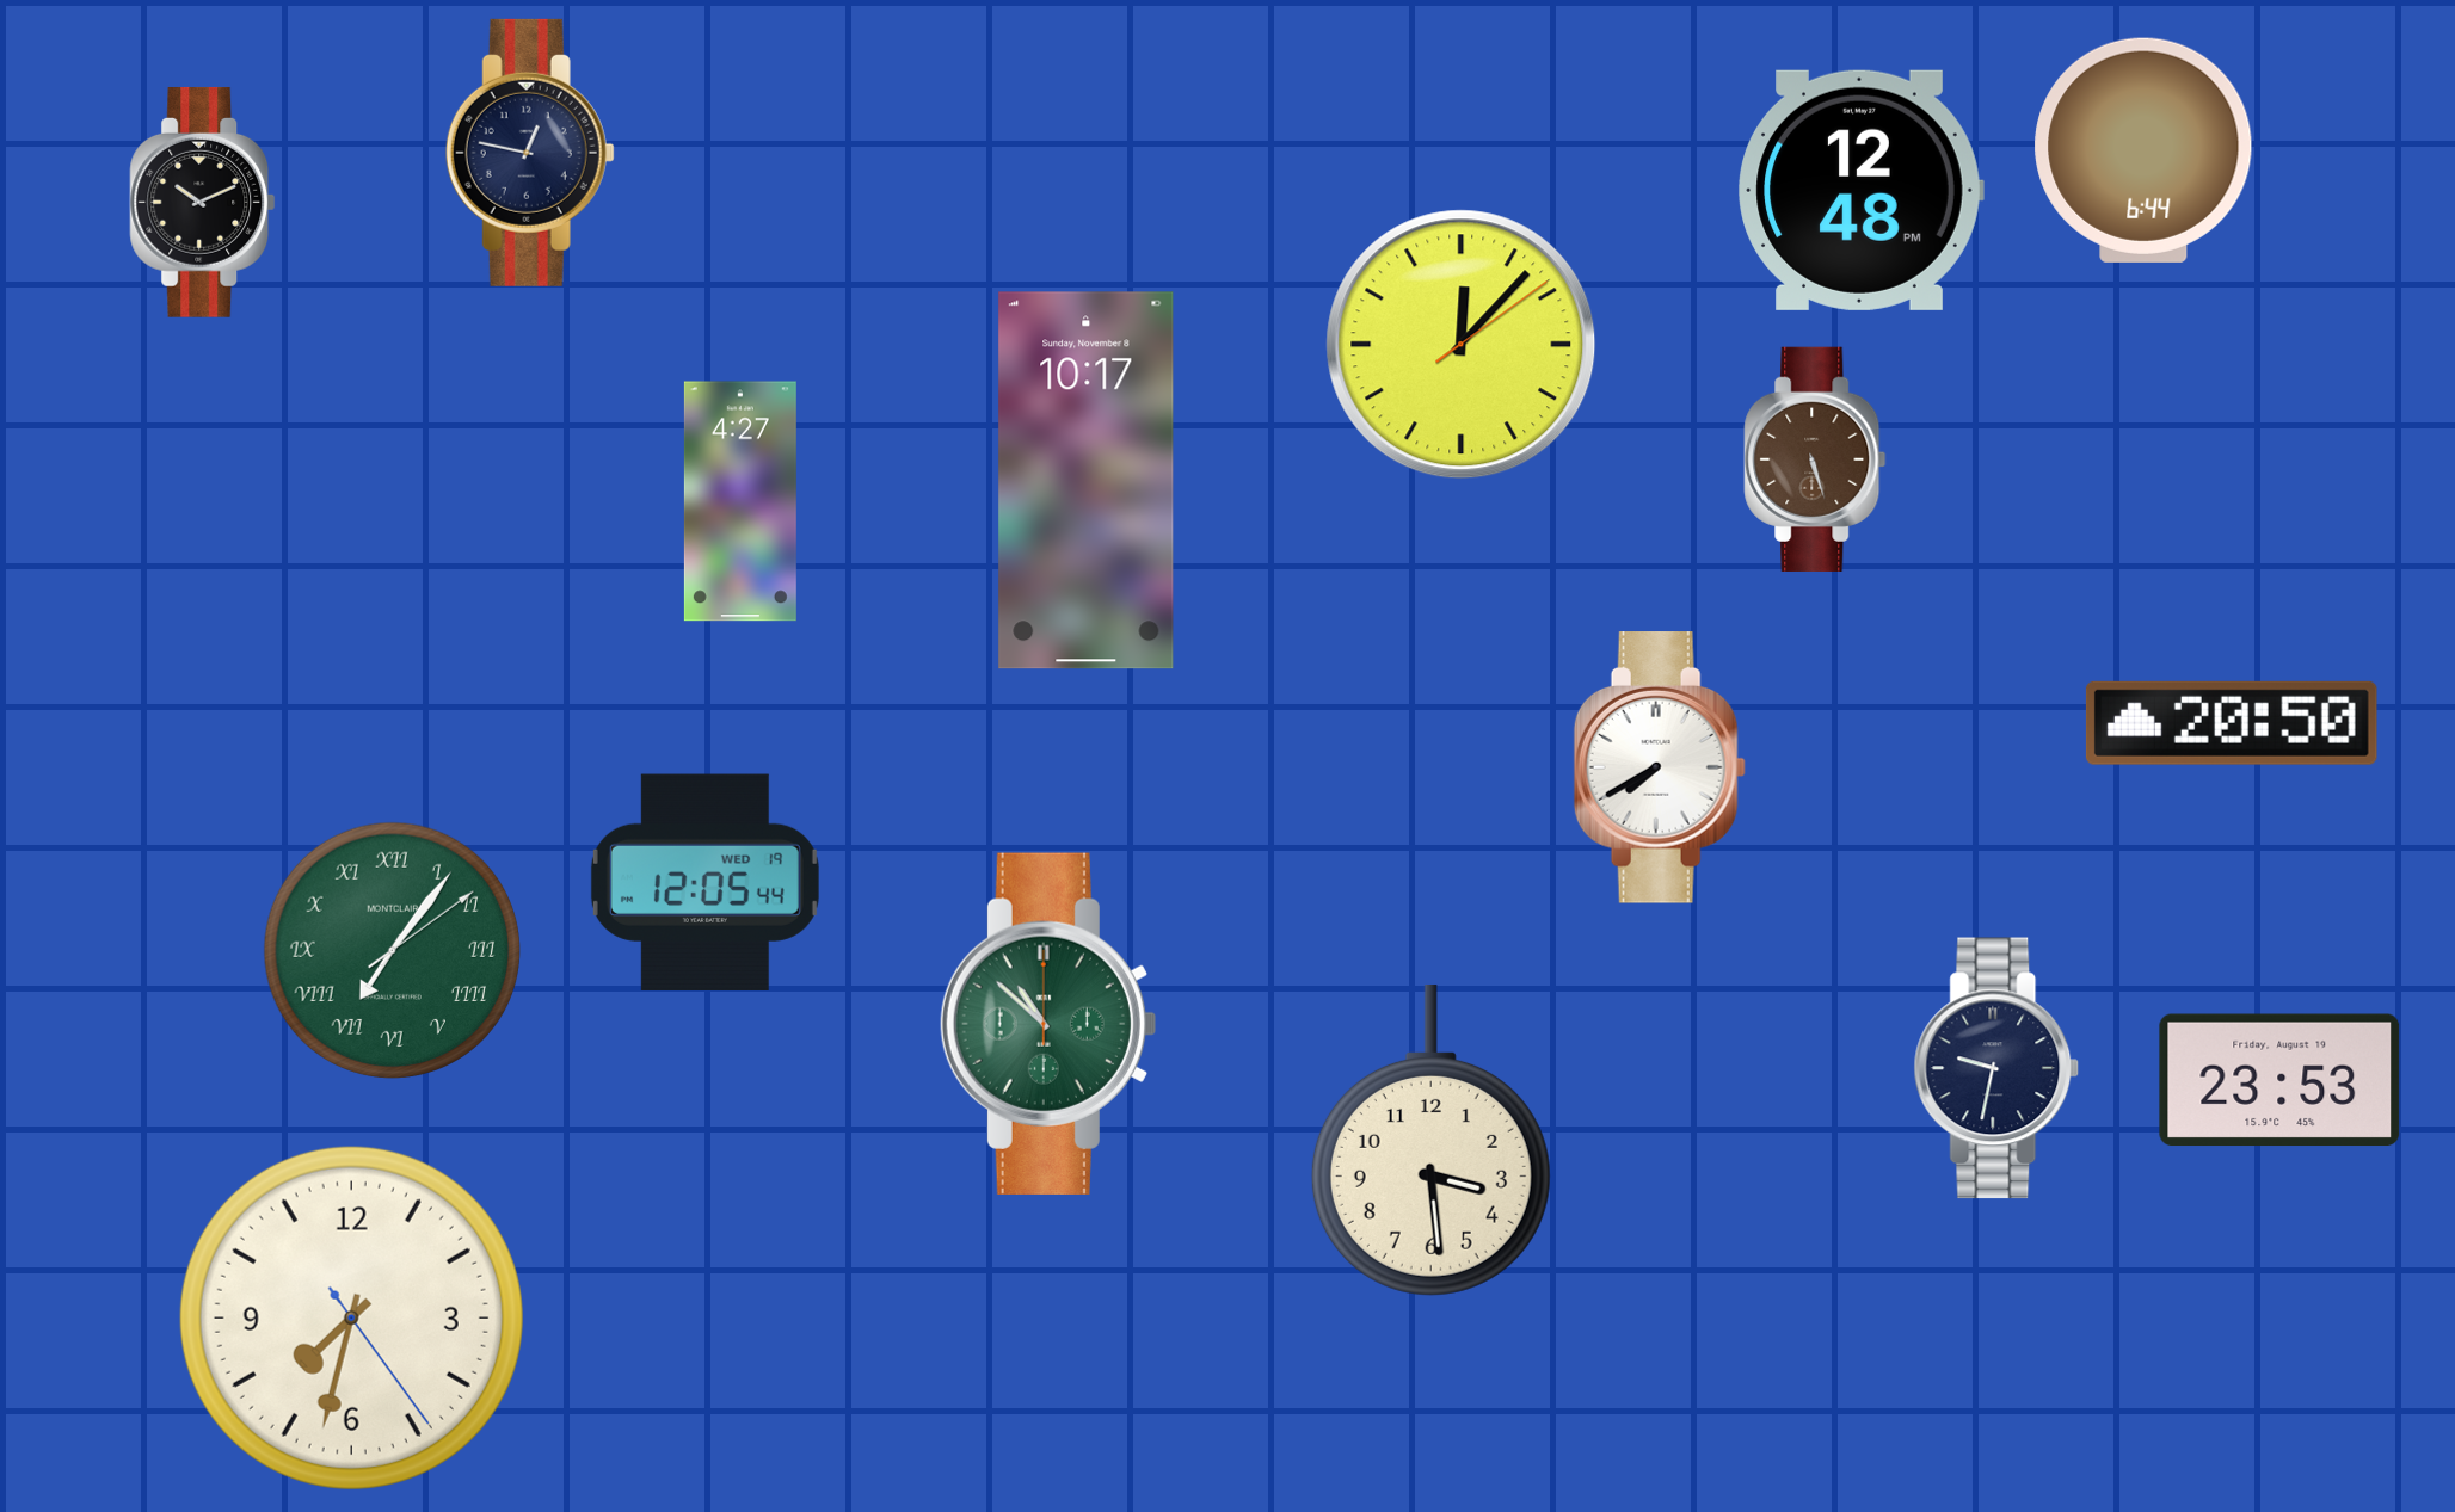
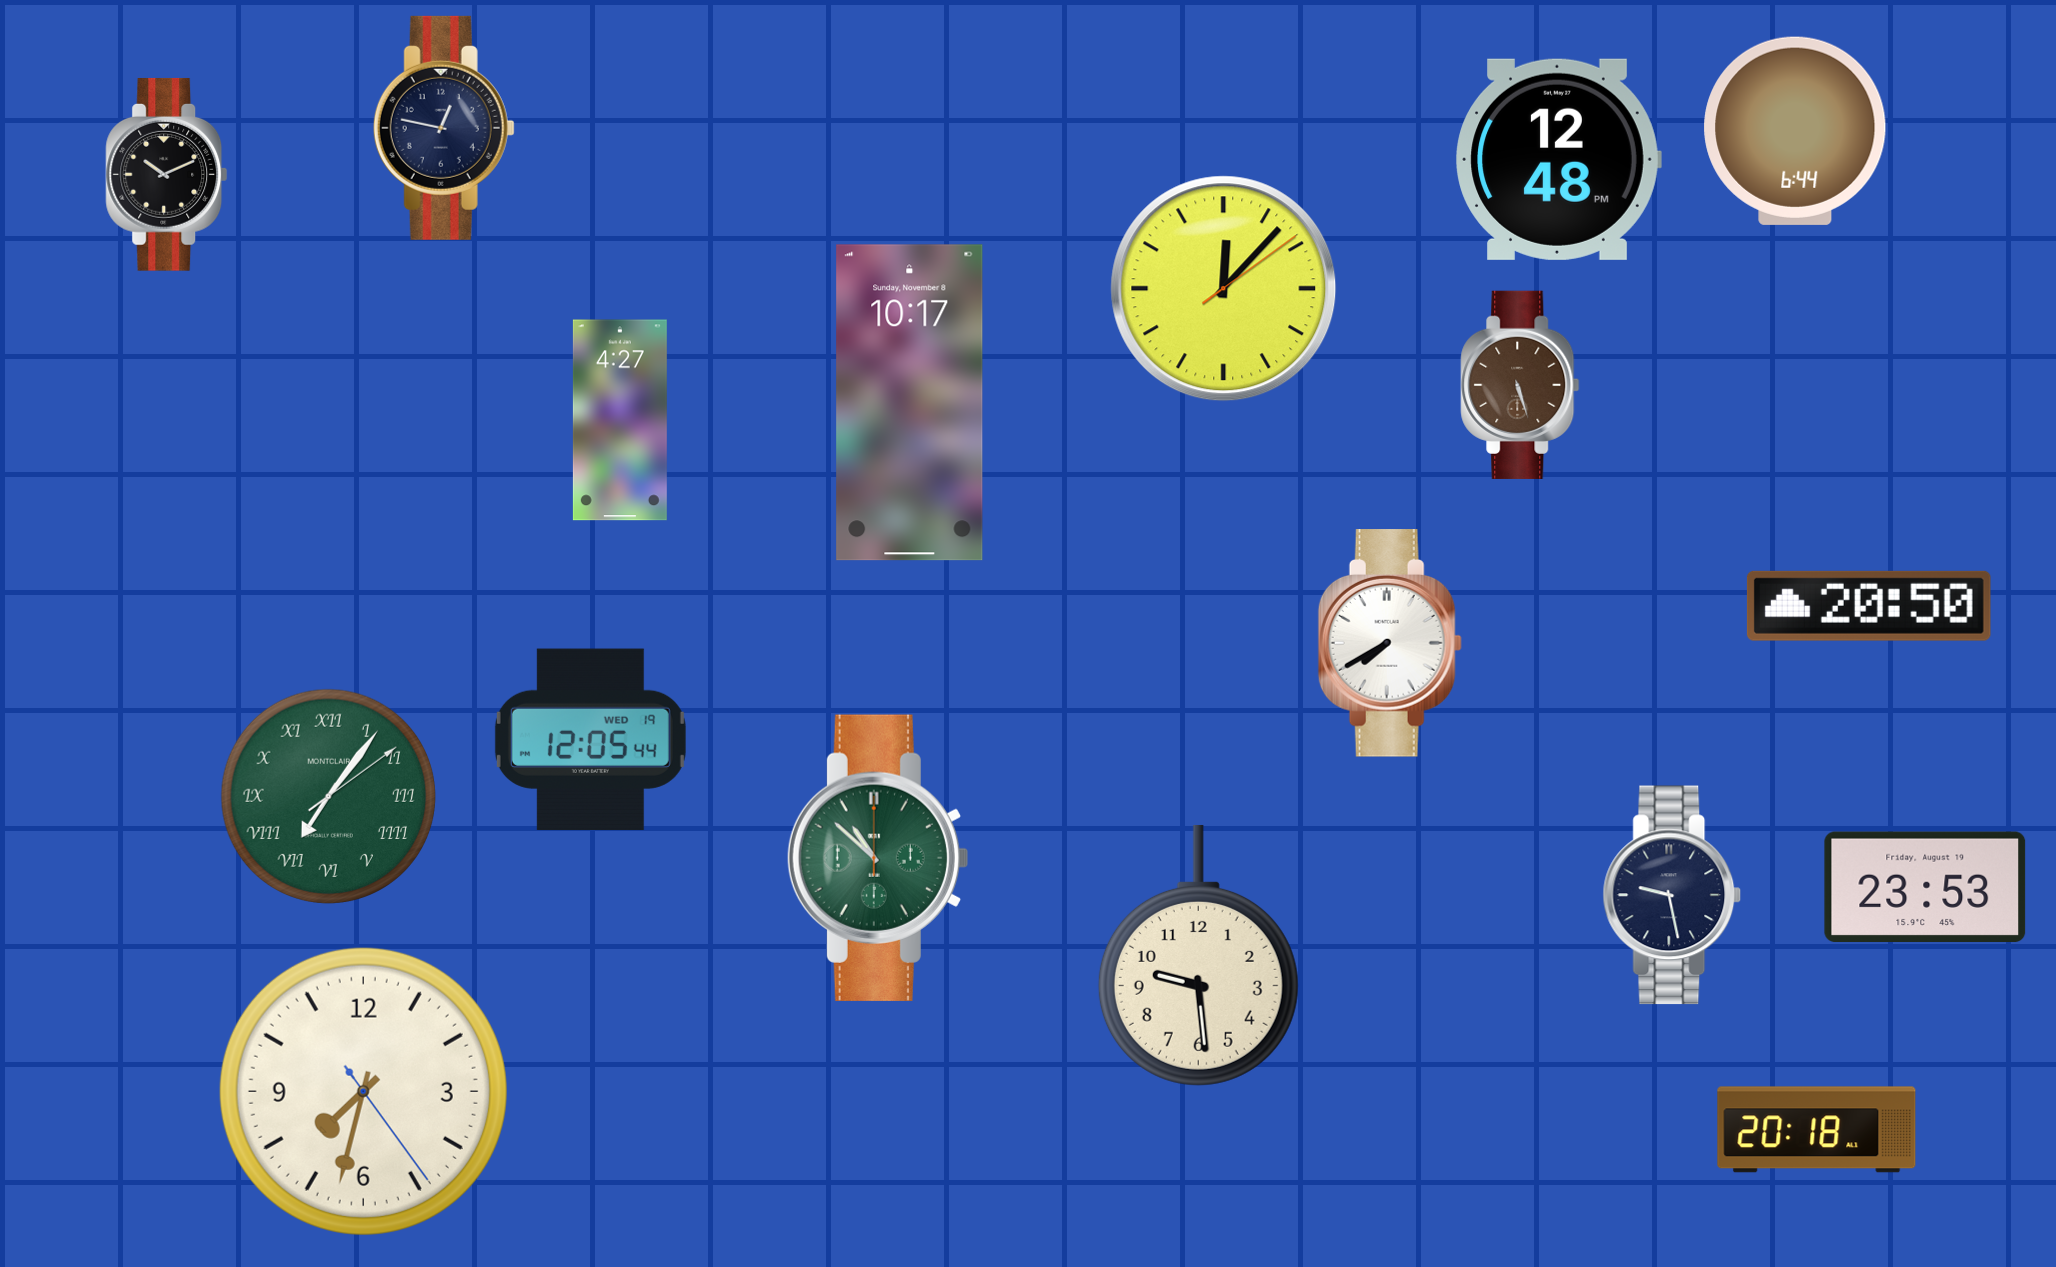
clock at (2143, 150) position: (2143, 150) -> (1795, 131)
clock at (203, 202) position: (203, 202) -> (167, 174)
clock at (1996, 1068): 9:32 -> 9:28
clock at (2279, 1080) position: (2279, 1080) -> (1925, 887)
clock at (1430, 1140): 3:29 -> 9:29
clock at (351, 1317) position: (351, 1317) -> (363, 1091)
clock at (1817, 1130): none -> 20:18
